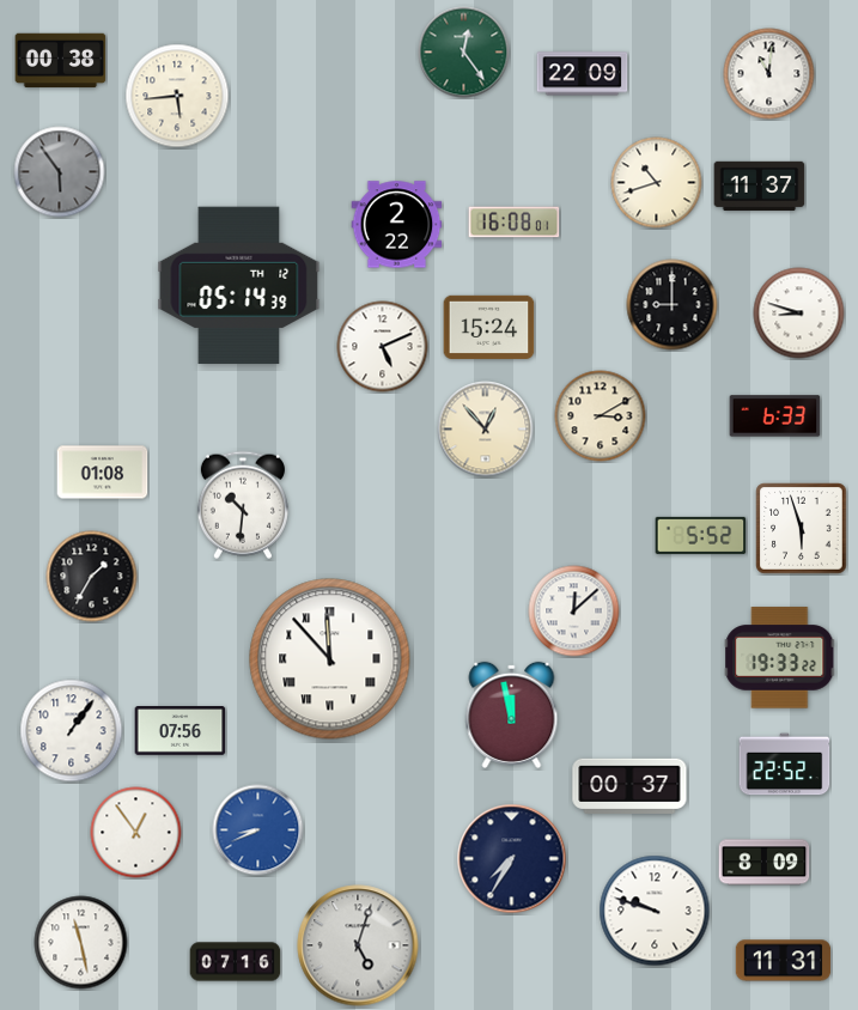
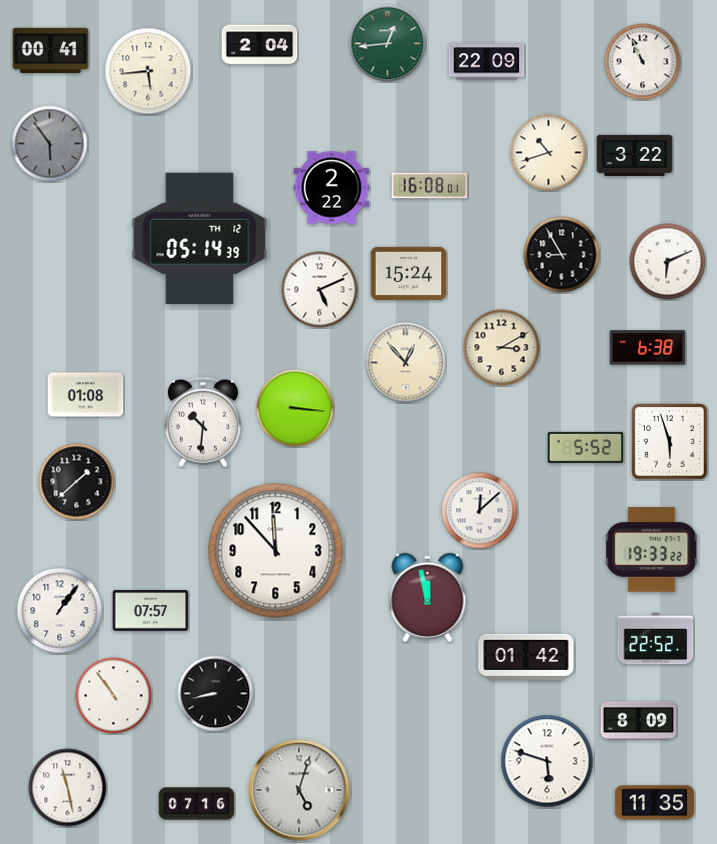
clock at (464, 53): 12:24 -> 12:44
clock at (260, 45): none -> 2:04
clock at (61, 61): 00:38 -> 00:41
clock at (769, 74): 11:01 -> 10:56
clock at (177, 96) position: (177, 96) -> (148, 71)
clock at (760, 185): 11:37 -> 3:22
clock at (673, 305): 9:00 -> 8:55
clock at (799, 314): 8:48 -> 6:11
clock at (775, 416): 6:33 -> 6:38
clock at (486, 430) position: (486, 430) -> (406, 363)
clock at (295, 408): none -> 3:16
clock at (92, 577): 1:35 -> 1:38
clock at (330, 659) numerals: Roman -> Arabic
clock at (181, 731): 07:56 -> 07:57
clock at (629, 786): 00:37 -> 01:42
clock at (258, 830): 8:41 -> 8:43
clock at (258, 830) dial: blue -> black
clock at (136, 833): 12:54 -> 10:54
clock at (512, 859): 7:35 -> none
clock at (655, 911): 9:48 -> 5:48
clock at (784, 961): 11:31 -> 11:35
